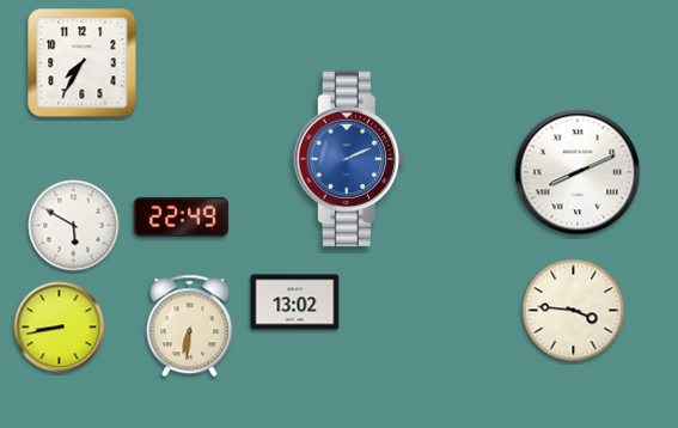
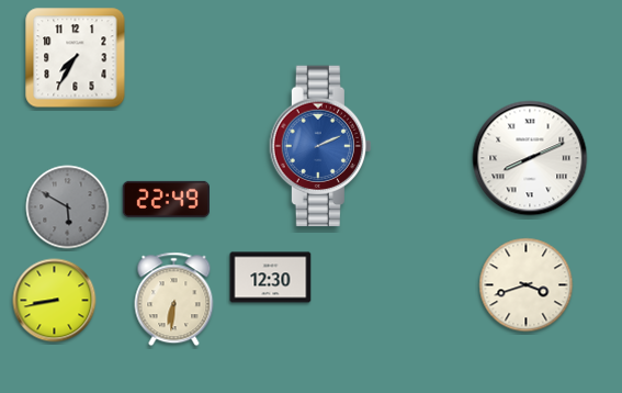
clock at (74, 226) dial: white -> grey
clock at (295, 302): 13:02 -> 12:30
clock at (574, 311): 3:46 -> 3:42
